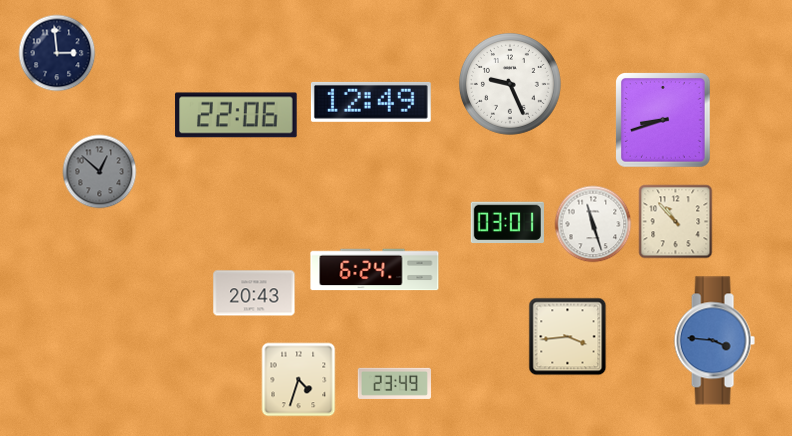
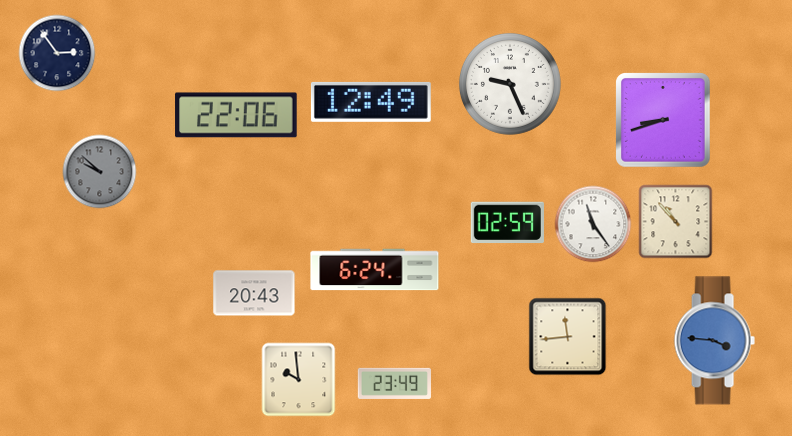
clock at (57, 53): 2:59 -> 2:54
clock at (100, 172): 12:52 -> 9:52
clock at (507, 223): 03:01 -> 02:59
clock at (593, 224): 11:27 -> 11:24
clock at (568, 337): 3:44 -> 11:44
clock at (299, 380): 4:33 -> 9:59
